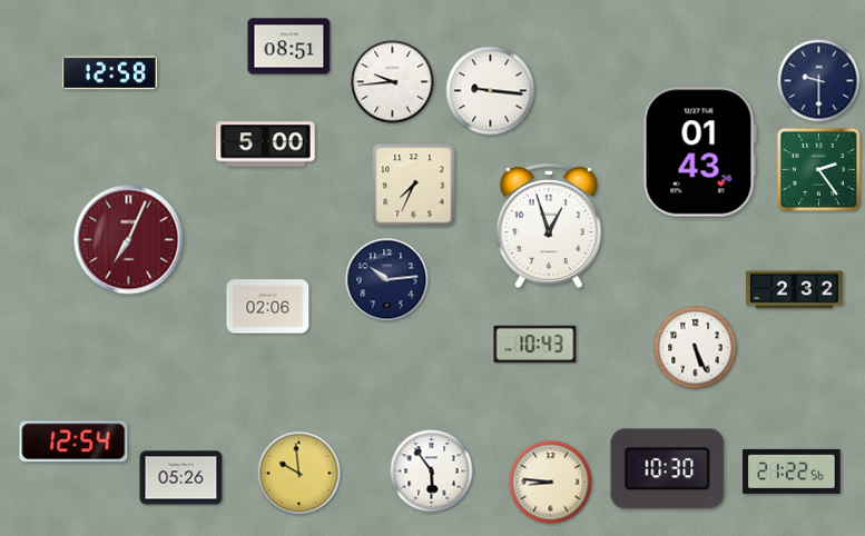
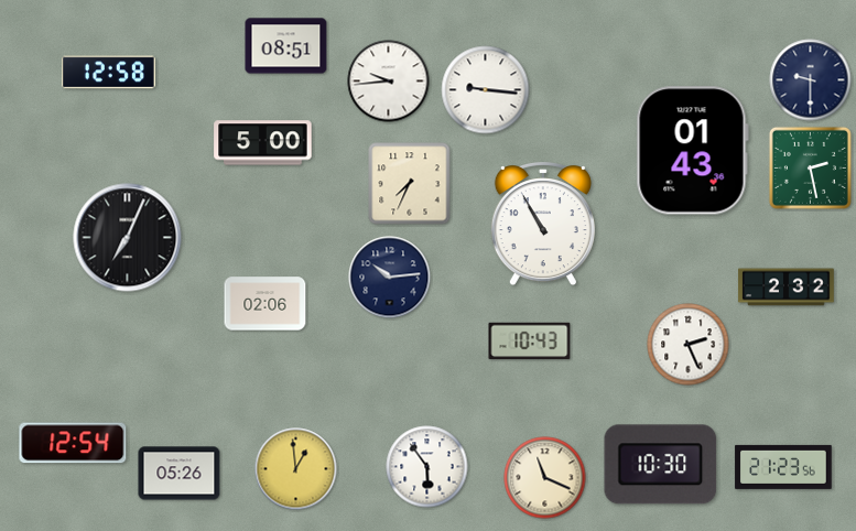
clock at (818, 169): 2:24 -> 2:28
clock at (549, 227): 12:57 -> 10:55
clock at (129, 240) dial: burgundy -> black
clock at (387, 280) position: (387, 280) -> (390, 278)
clock at (696, 348): 5:26 -> 2:26
clock at (73, 441) position: (73, 441) -> (73, 443)
clock at (792, 472): 21:22 -> 21:23
clock at (299, 474): 9:59 -> 12:59
clock at (551, 483): 8:46 -> 11:19
